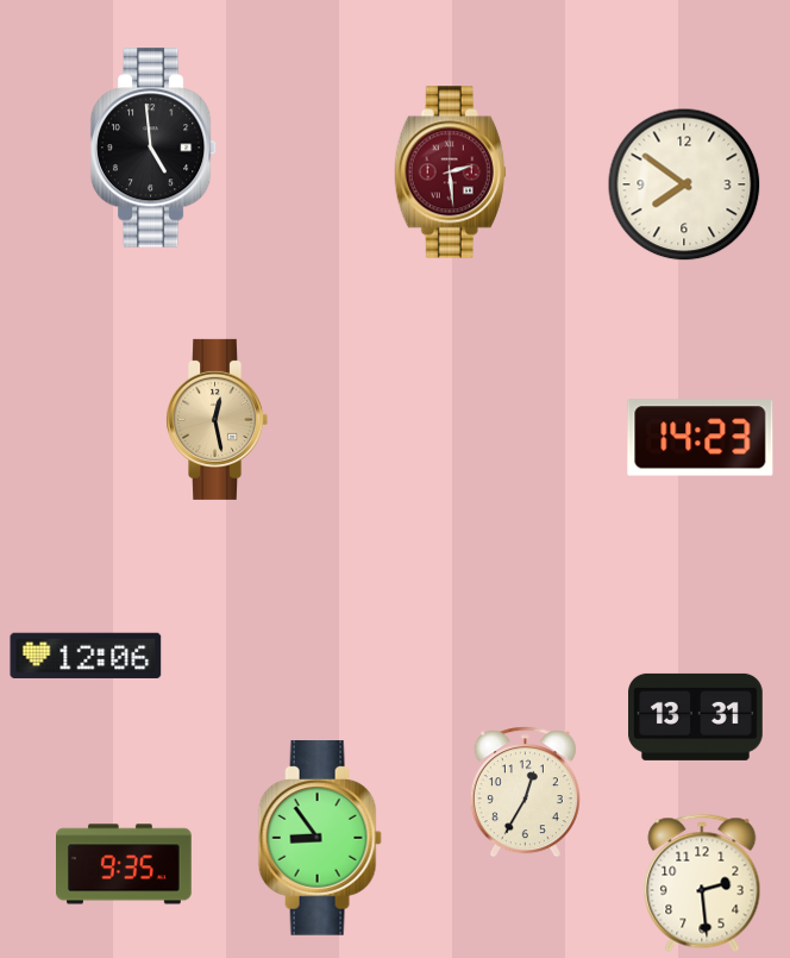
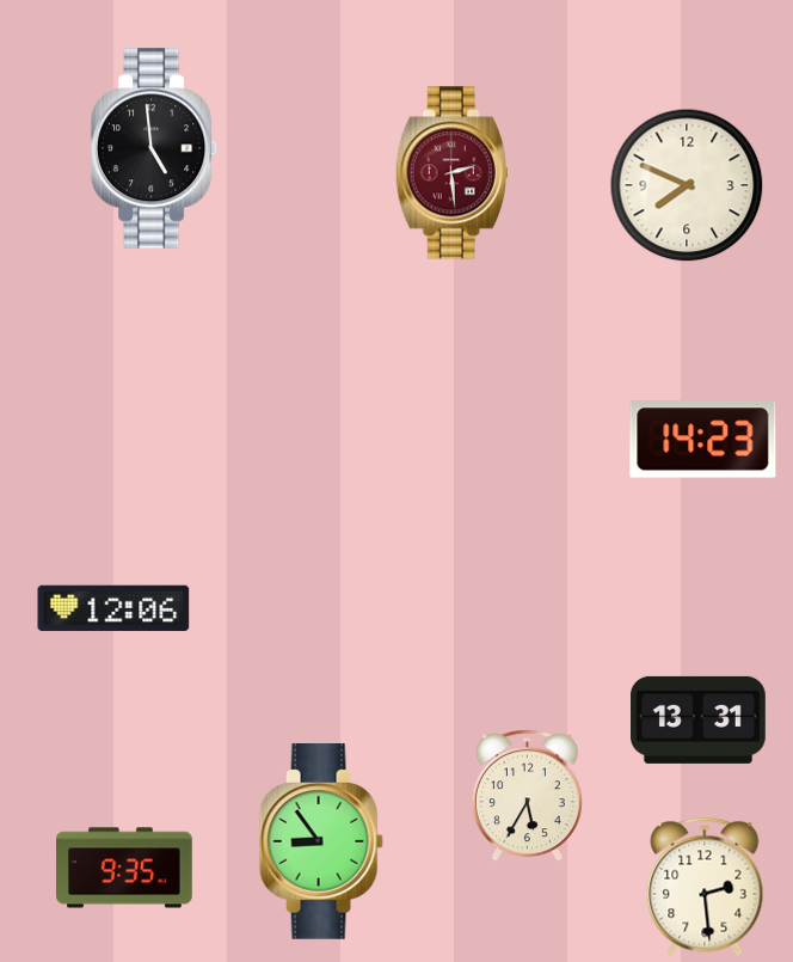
clock at (684, 184): 7:51 -> 7:49
clock at (218, 419): 12:28 -> none
clock at (86, 655) position: (86, 655) -> (113, 607)
clock at (525, 793): 12:35 -> 5:35
